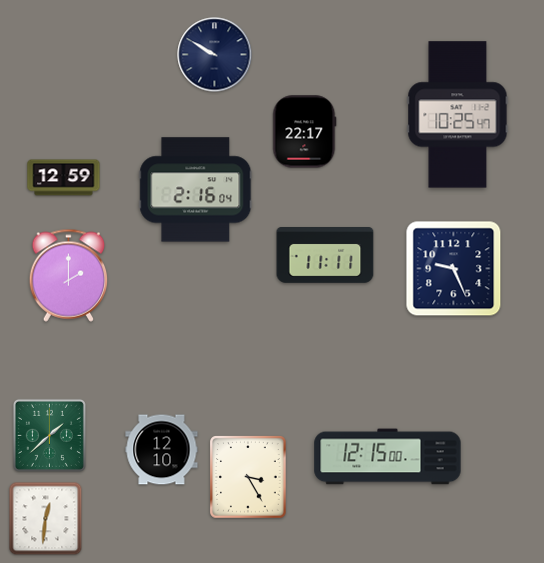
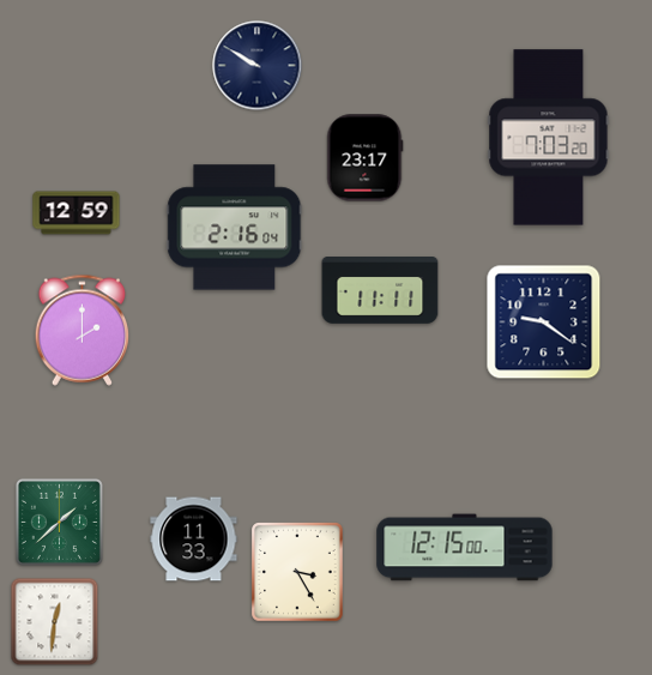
clock at (458, 115): 10:25 -> 7:03
clock at (305, 132): 22:17 -> 23:17
clock at (325, 256) position: (325, 256) -> (380, 291)
clock at (454, 269): 9:26 -> 9:21
clock at (162, 450): 12:10 -> 11:33
